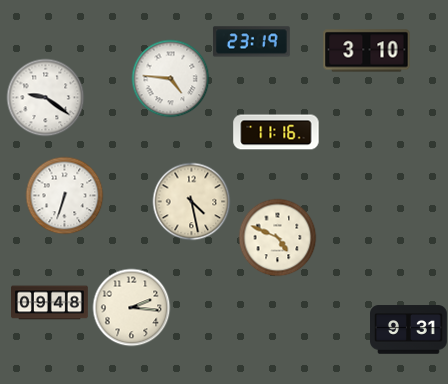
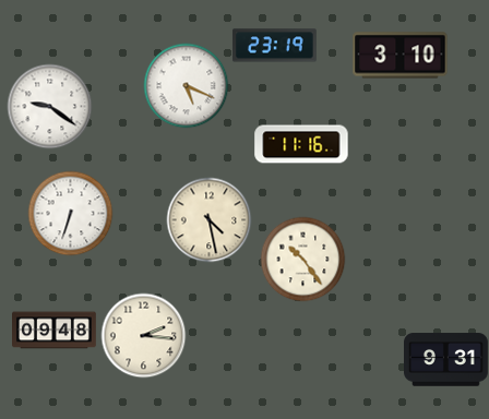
clock at (170, 78): 4:46 -> 5:19
clock at (277, 237): 4:49 -> 10:24
